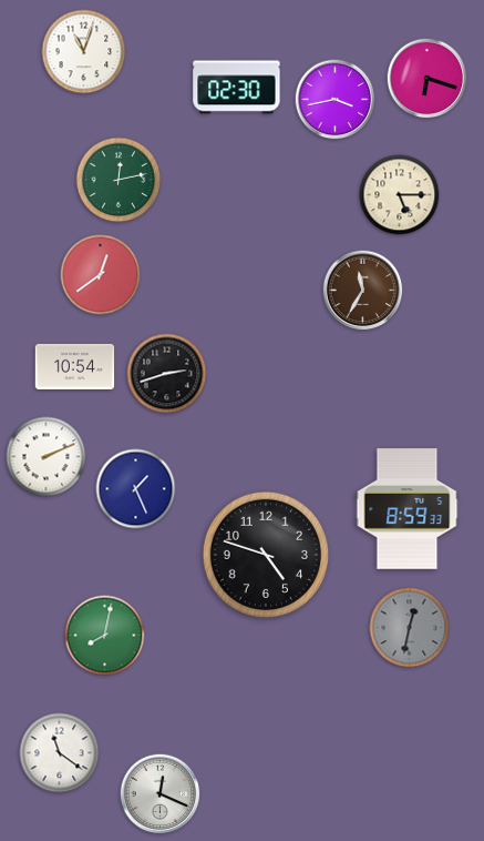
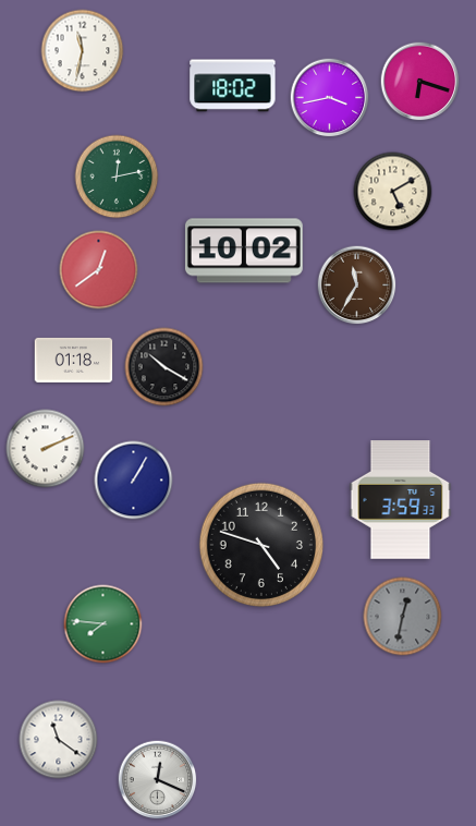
clock at (84, 52): 11:03 -> 11:32
clock at (428, 79) position: (428, 79) -> (420, 82)
clock at (237, 88): 02:30 -> 18:02
clock at (400, 195): 5:15 -> 5:10
clock at (244, 251): none -> 10:02
clock at (75, 366): 10:54 -> 01:18
clock at (167, 374): 2:42 -> 10:20
clock at (136, 489): 1:26 -> 1:05
clock at (408, 509): 8:59 -> 3:59
clock at (105, 636): 8:02 -> 7:46
